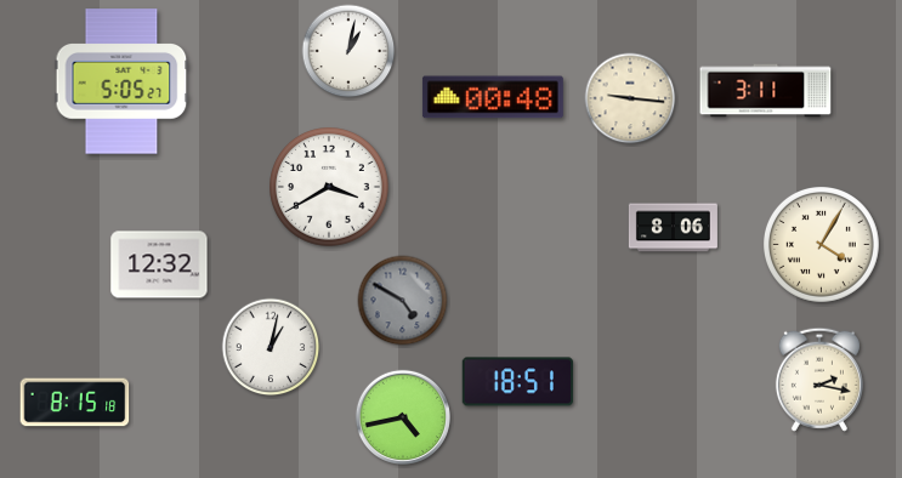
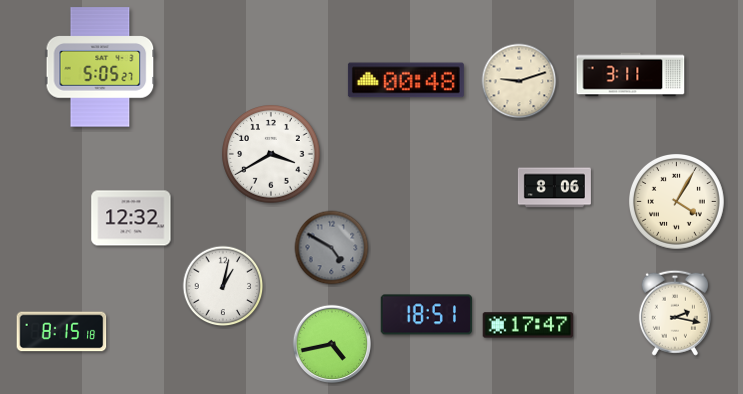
clock at (348, 51): 1:02 -> none
clock at (630, 98): 9:16 -> 9:12
clock at (528, 325): none -> 17:47
